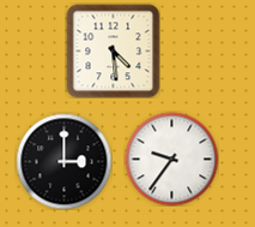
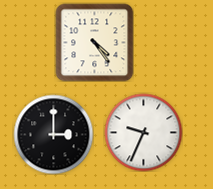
clock at (113, 50): 4:29 -> 4:24
clock at (171, 159): 9:36 -> 9:34
